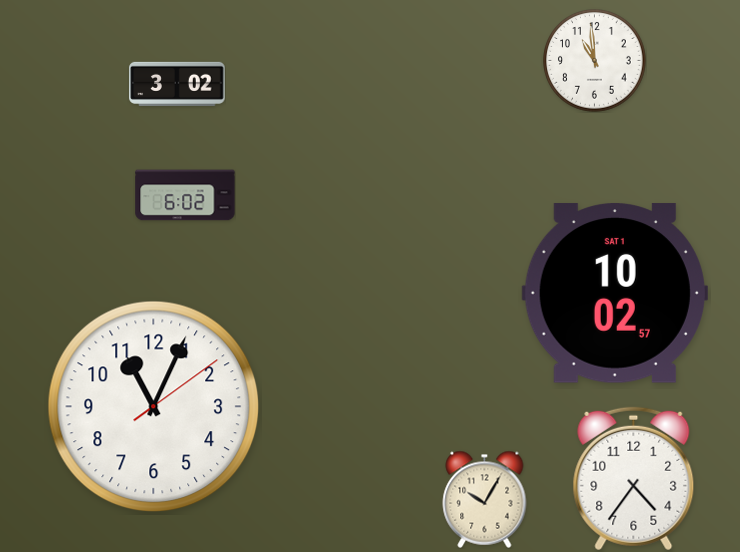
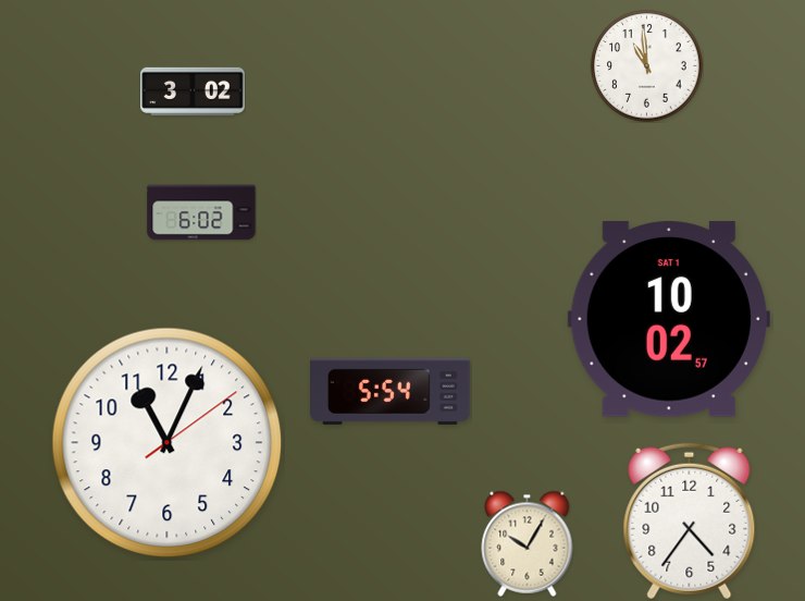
clock at (391, 391): none -> 5:54
